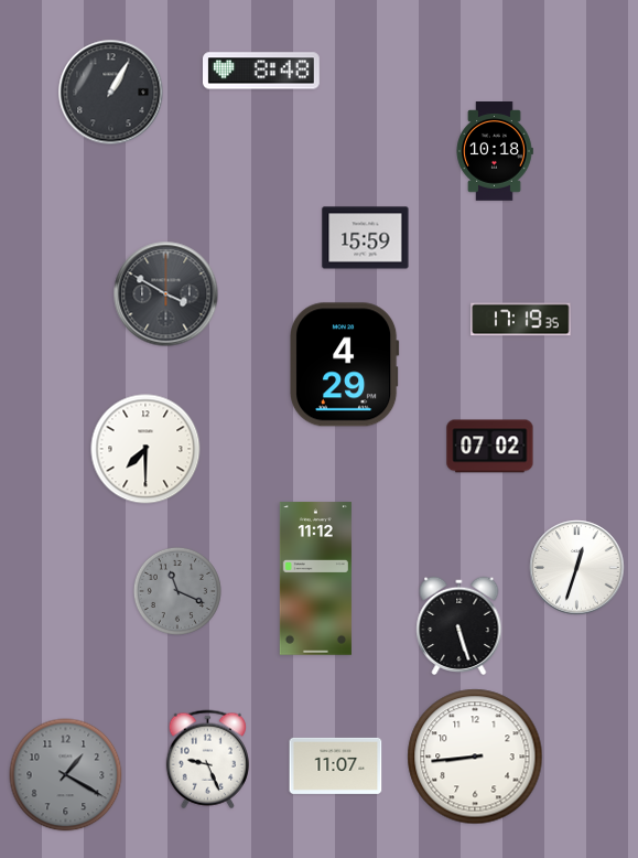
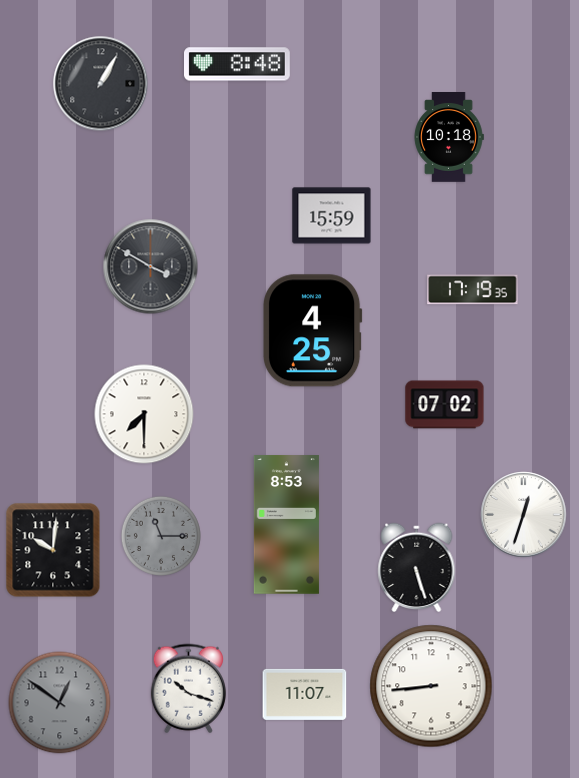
clock at (344, 365): 4:29 -> 4:25
clock at (145, 449) position: (145, 449) -> (144, 414)
clock at (315, 579): 11:12 -> 8:53
clock at (177, 591): 11:19 -> 11:15
clock at (53, 550): none -> 10:01
clock at (207, 760): 9:26 -> 10:18
clock at (66, 775): 1:20 -> 12:51
